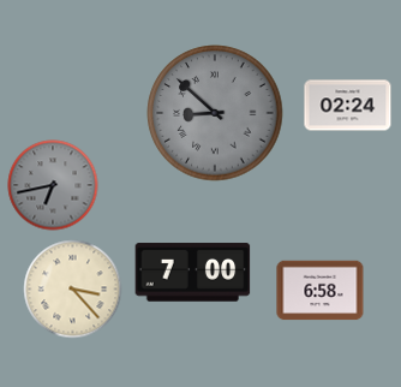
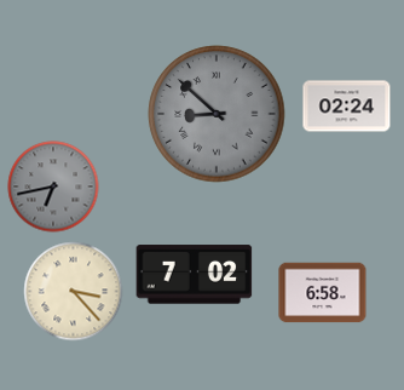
clock at (348, 106) position: (348, 106) -> (347, 107)
clock at (193, 273): 7:00 -> 7:02
